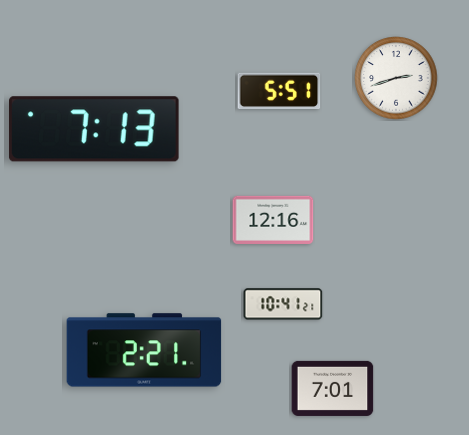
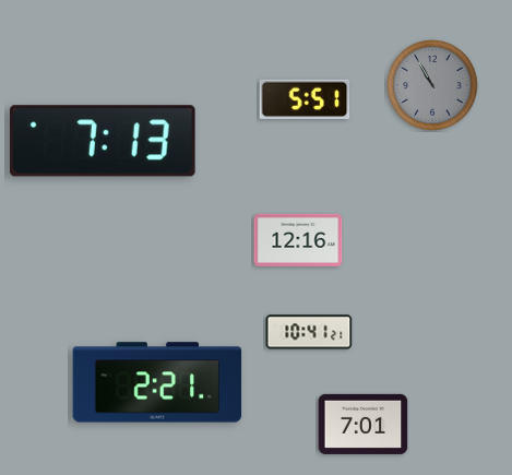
clock at (396, 78): 2:42 -> 10:55
clock at (396, 78) dial: white -> grey
